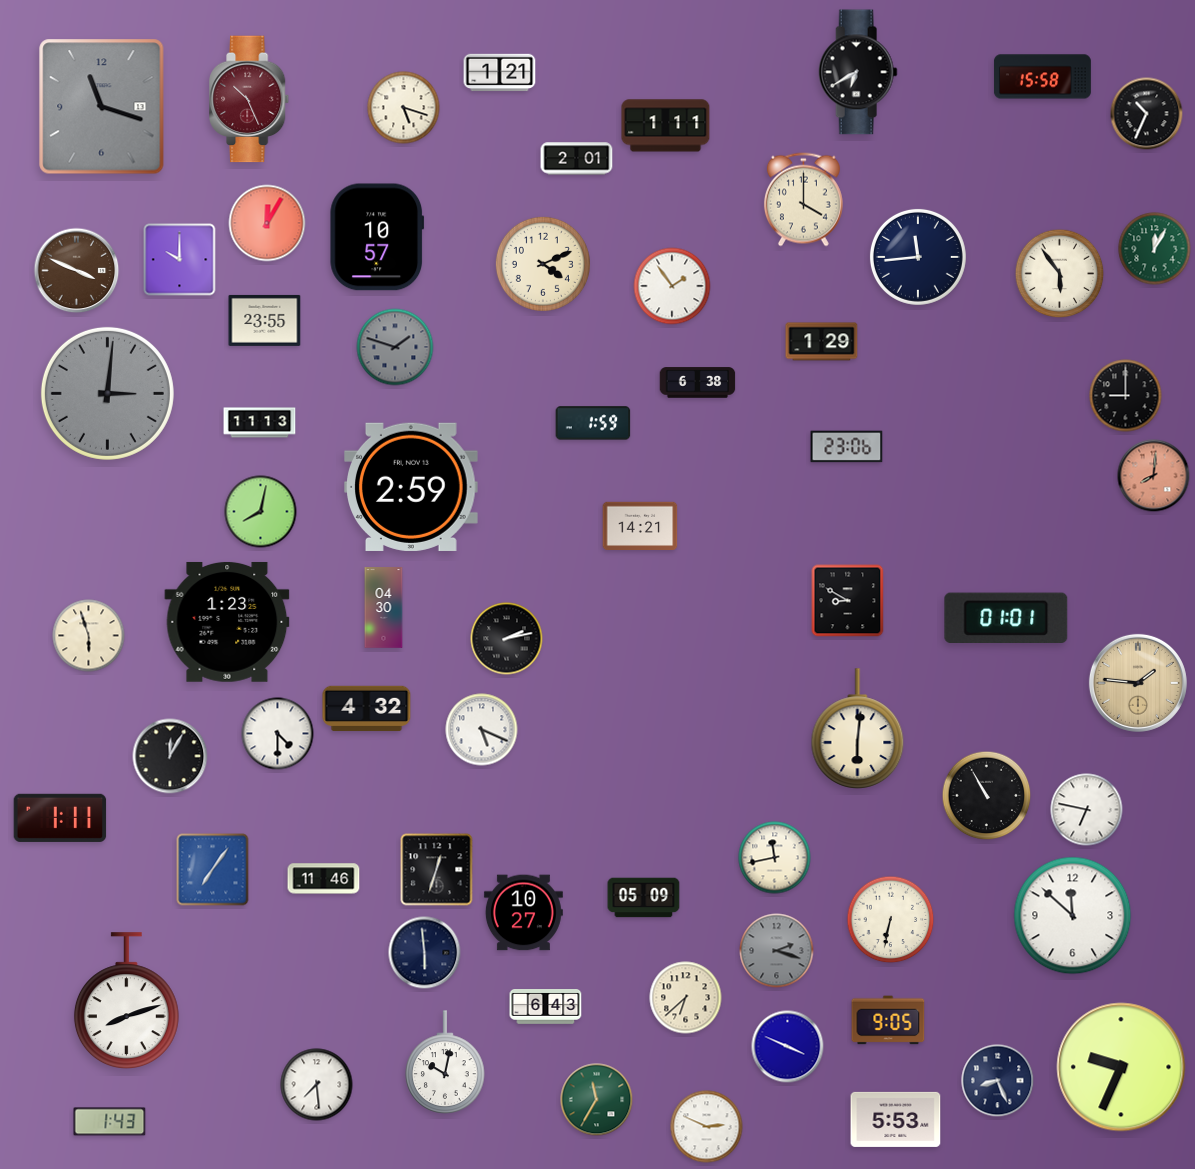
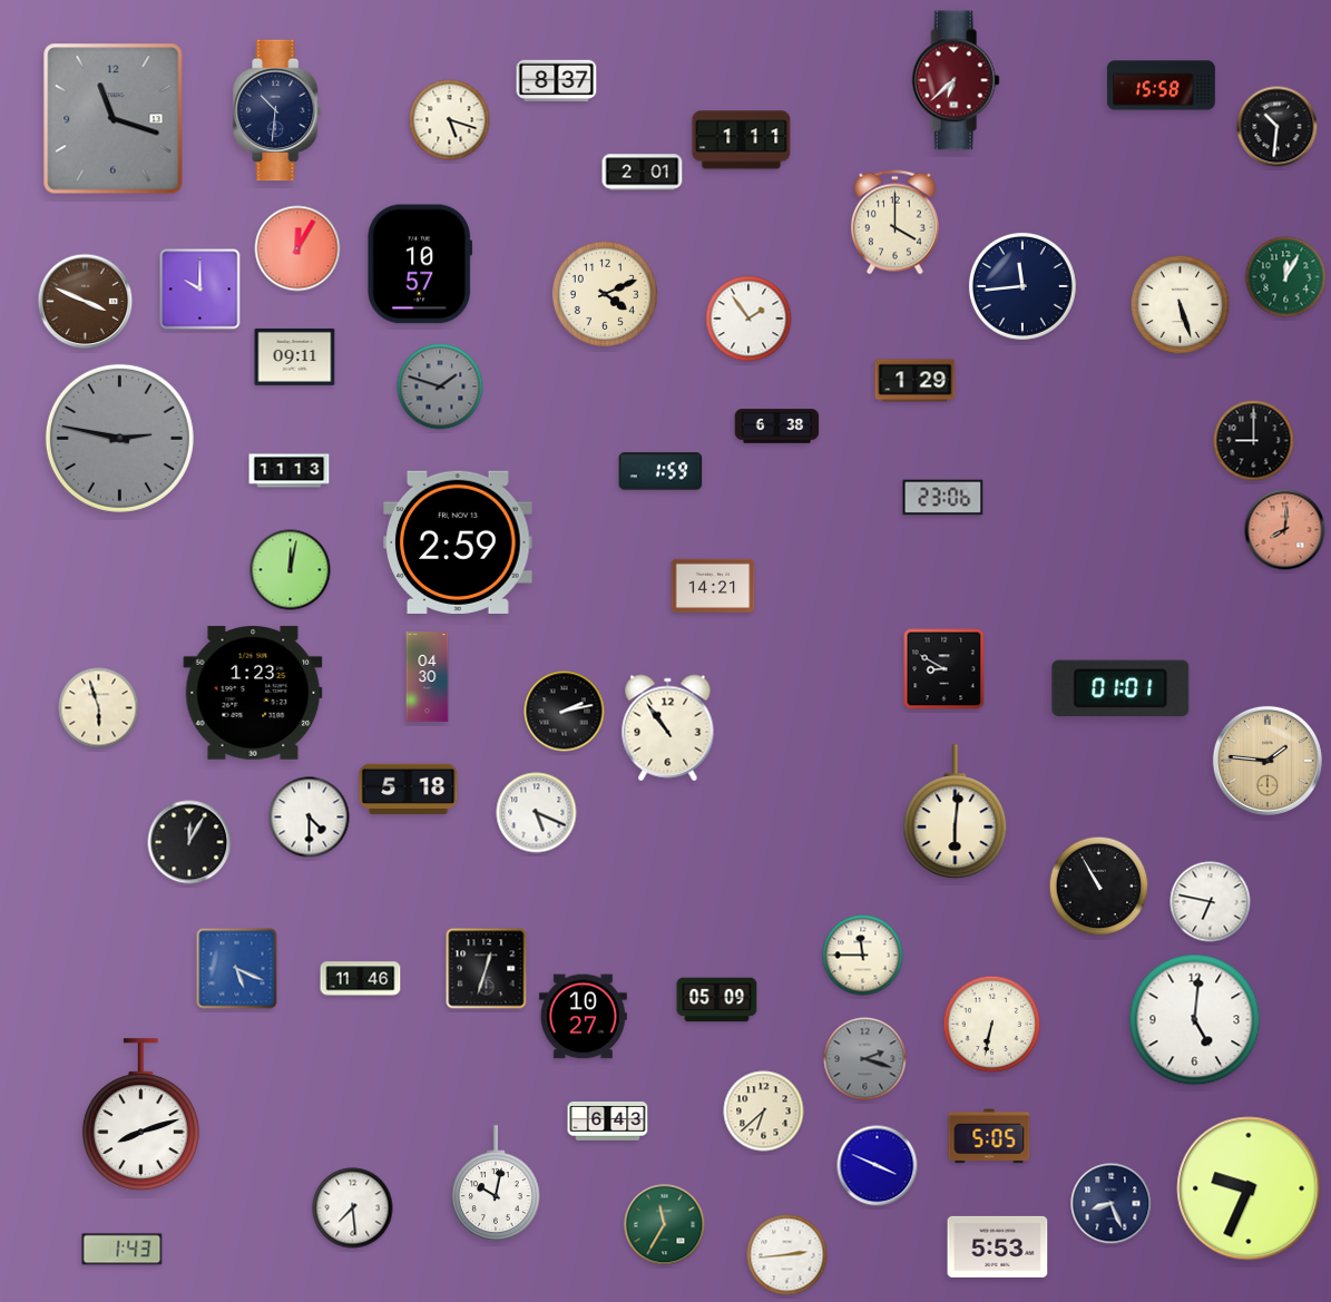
clock at (858, 72): 6:40 -> 6:38
clock at (858, 72) dial: black -> burgundy
clock at (500, 73): 1:21 -> 8:37
clock at (250, 99): 10:26 -> 10:31
clock at (250, 99) dial: burgundy -> navy
clock at (1147, 114): 10:34 -> 10:31
clock at (577, 159) position: (577, 159) -> (643, 173)
clock at (1060, 274): 5:54 -> 5:27
clock at (265, 320): 23:55 -> 09:11
clock at (107, 393): 3:01 -> 2:47
clock at (261, 512): 8:02 -> 12:02
clock at (668, 728): none -> 10:54
clock at (367, 709): 4:32 -> 5:18
clock at (60, 818): 1:11 -> none
clock at (775, 858): 11:43 -> 11:45
clock at (213, 870): 7:06 -> 5:19
clock at (1073, 916): 11:52 -> 5:01
clock at (425, 953): 5:59 -> none
clock at (888, 1020): 9:05 -> 5:05
clock at (707, 1127): 2:49 -> 2:44
